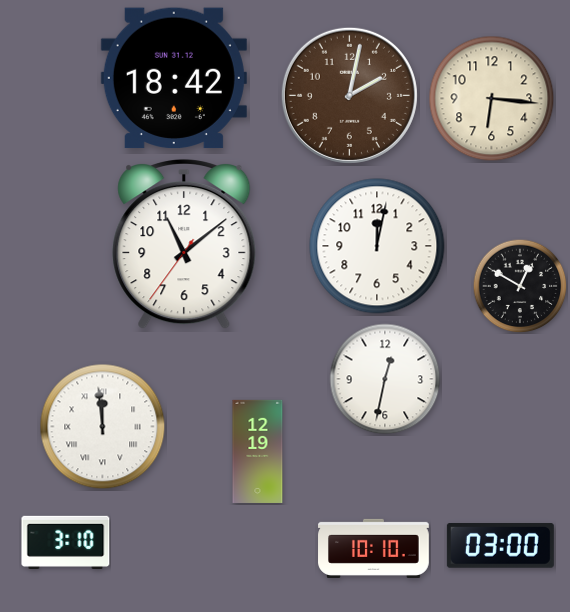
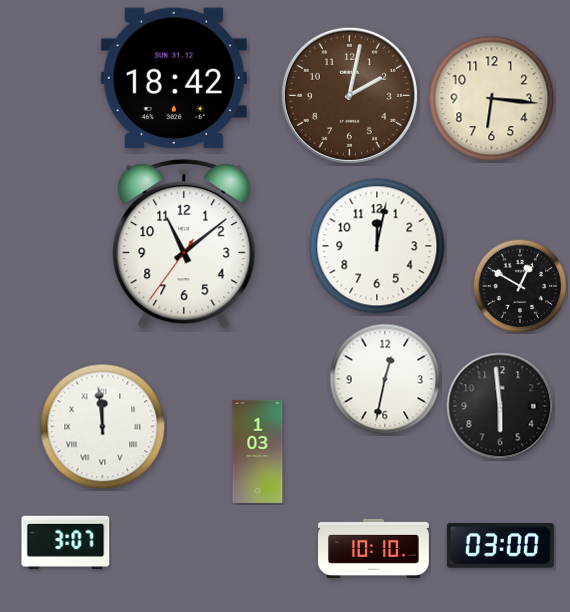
clock at (500, 406): none -> 5:59
clock at (258, 451): 12:19 -> 1:03
clock at (66, 542): 3:10 -> 3:07
